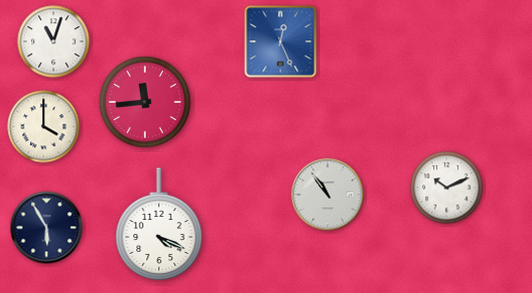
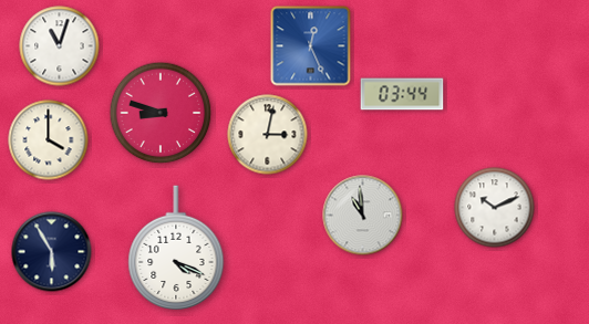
clock at (402, 94): none -> 03:44
clock at (145, 102): 11:44 -> 8:48
clock at (268, 135): none -> 3:02
clock at (328, 195): 10:54 -> 10:59
